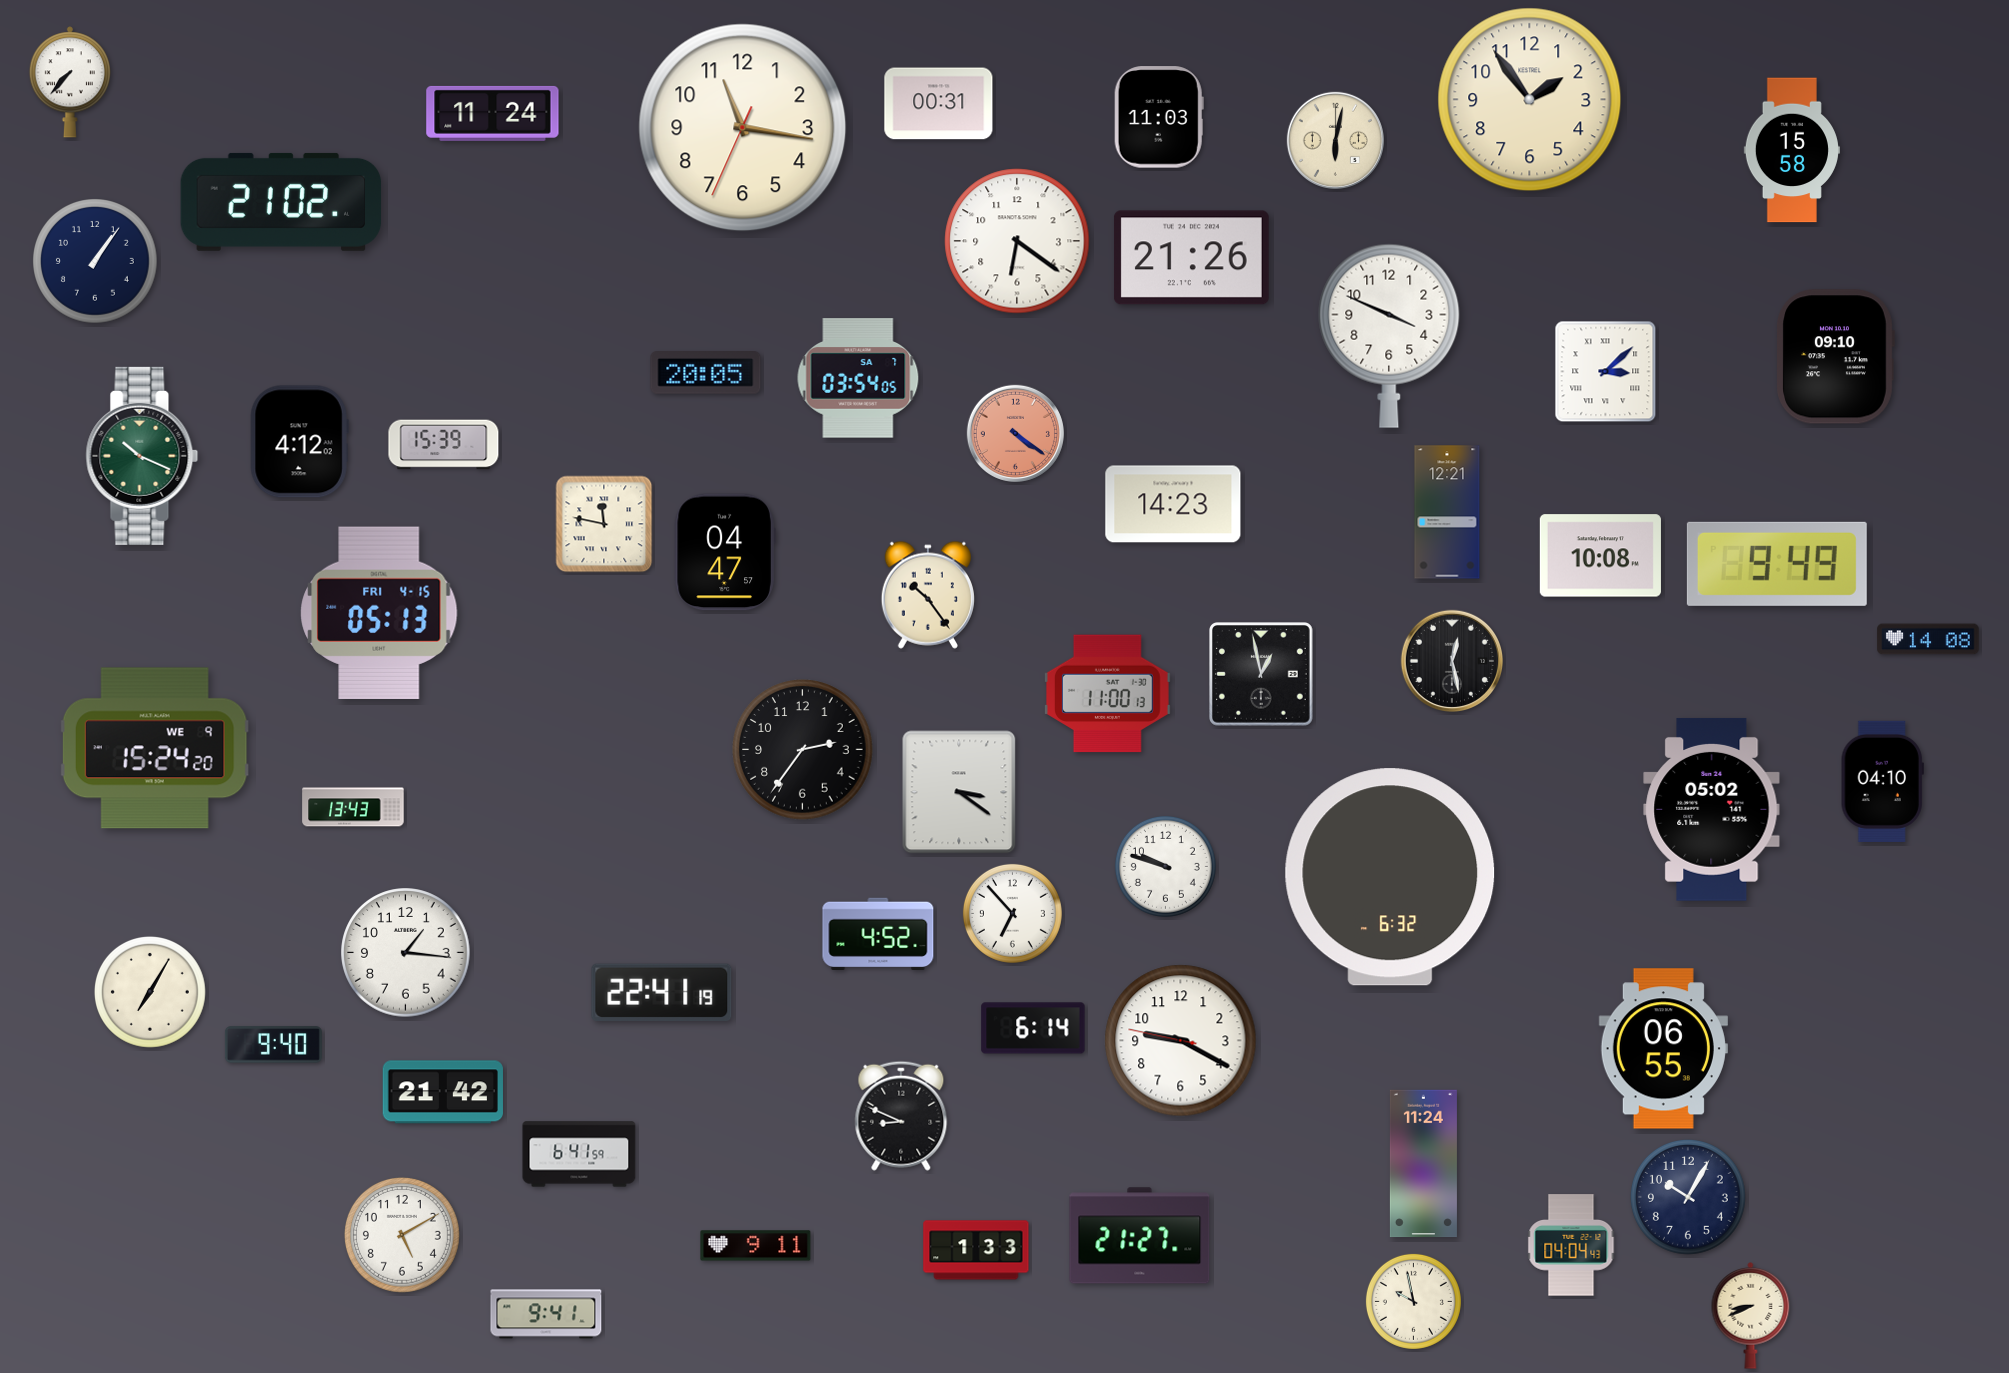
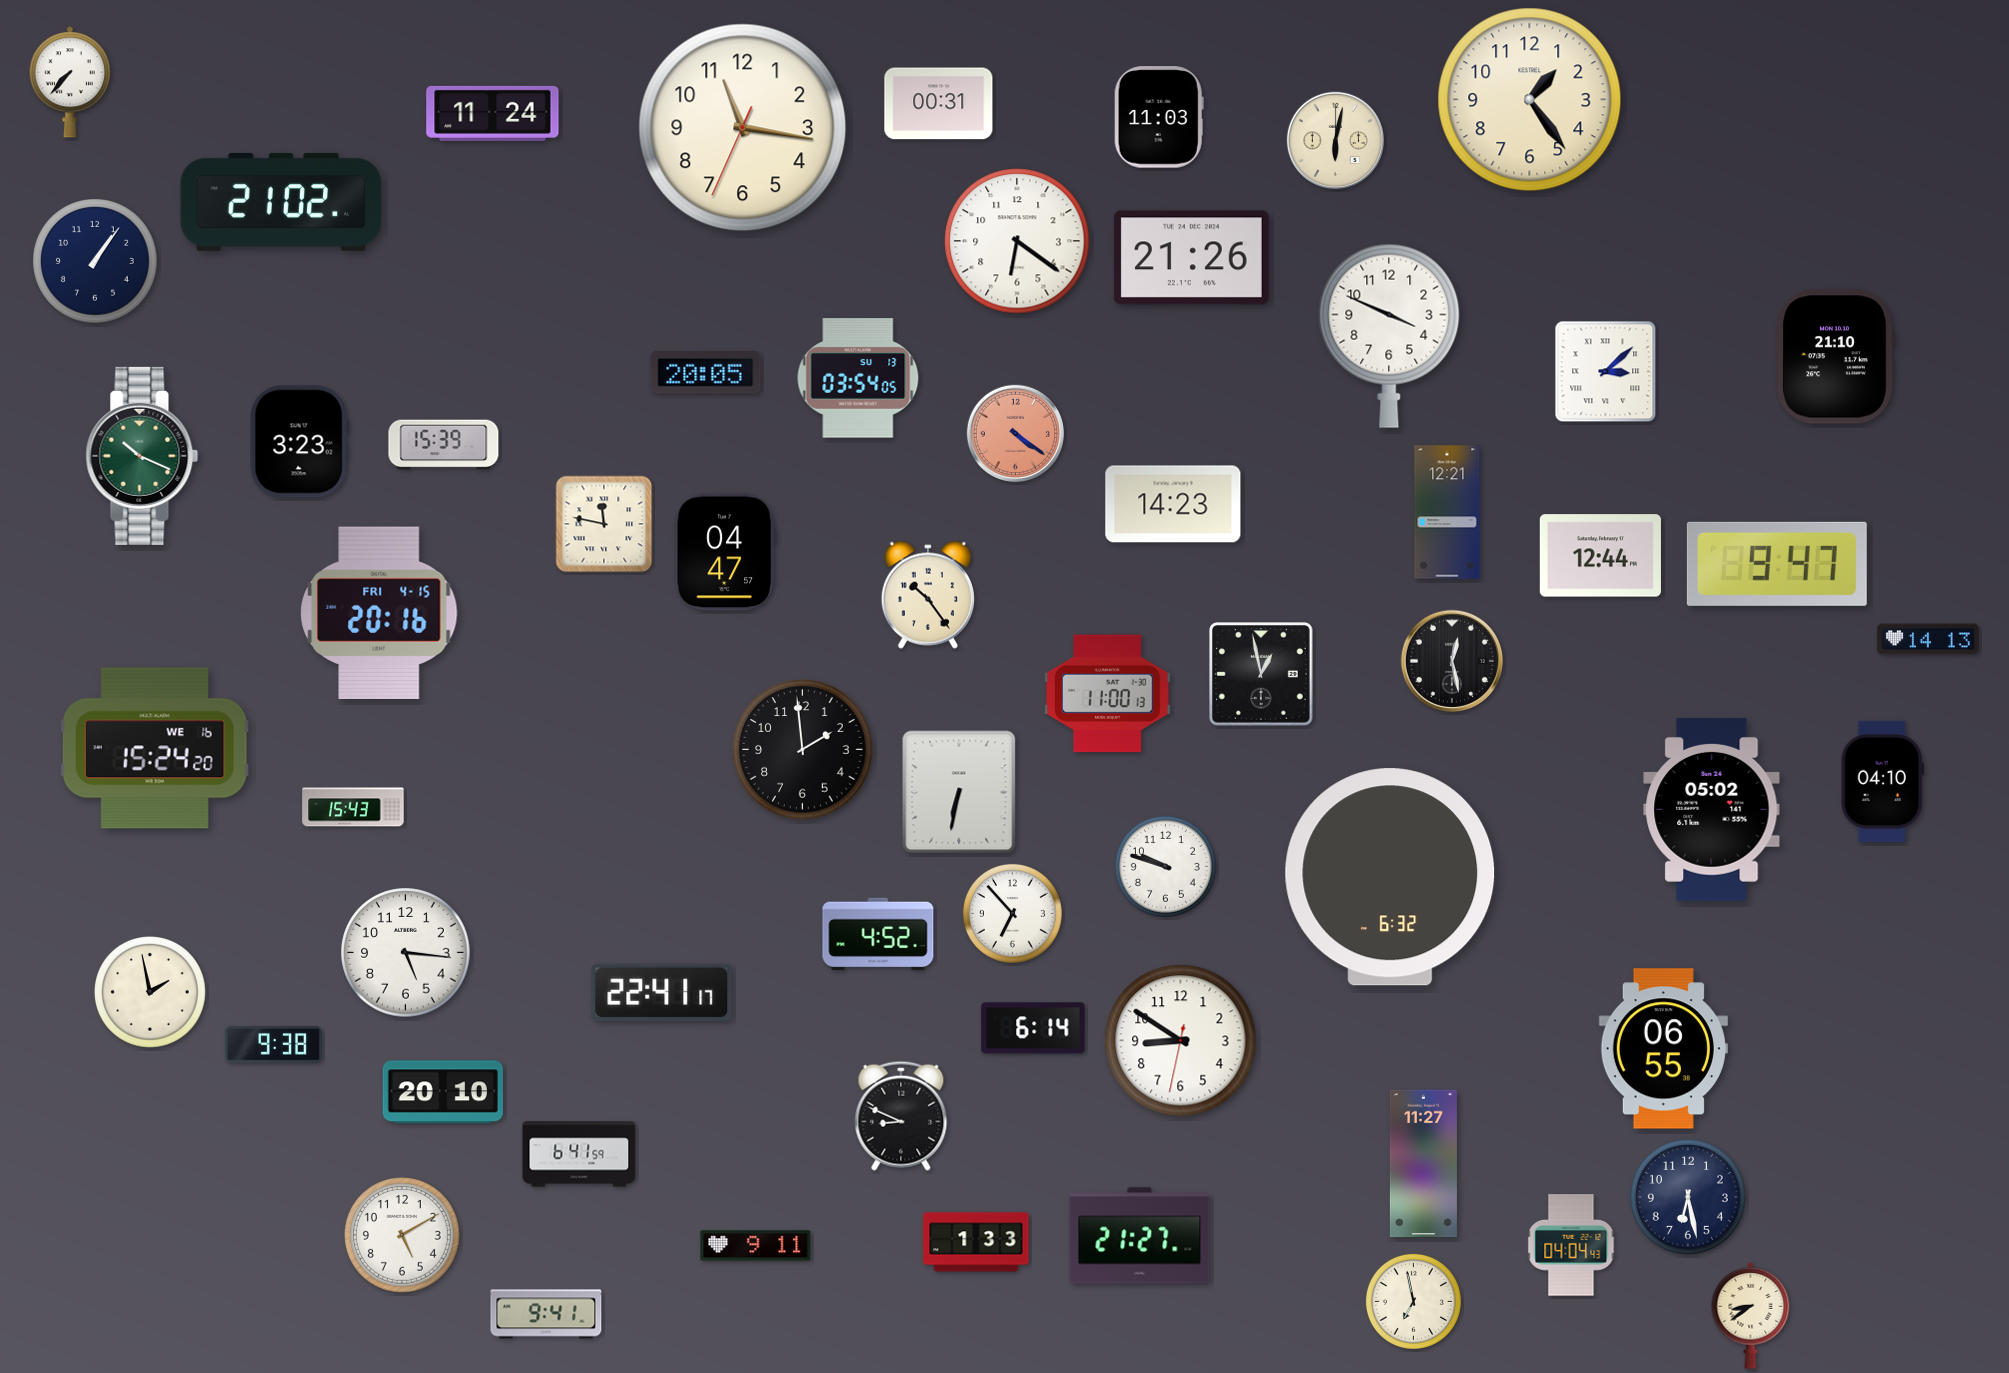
clock at (1530, 100): 1:54 -> 1:24
clock at (1792, 150): 15:58 -> none
clock at (1835, 357): 09:10 -> 21:10
clock at (858, 378) date: SA 7 -> SU 13
clock at (299, 442): 4:12 -> 3:23
clock at (1600, 556): 10:08 -> 12:44
clock at (1777, 564): 9:49 -> 9:47
clock at (379, 612): 05:13 -> 20:16
clock at (1928, 639): 14:08 -> 14:13
clock at (155, 748) date: WE 9 -> WE 16
clock at (803, 750): 2:36 -> 1:59
clock at (959, 792): 3:21 -> 6:32
clock at (353, 807): 13:43 -> 15:43
clock at (406, 953): 1:16 -> 5:16
clock at (150, 992): 7:05 -> 1:58
clock at (662, 993): 22:41:19 -> 22:41:17
clock at (1181, 1041): 9:19 -> 8:50
clock at (273, 1045): 9:40 -> 9:38
clock at (443, 1092): 21:42 -> 20:10
clock at (1423, 1164): 11:24 -> 11:27
clock at (1688, 1197): 10:05 -> 6:28
clock at (976, 1250) position: (976, 1250) -> (976, 1242)
clock at (1413, 1301): 9:58 -> 6:58
clock at (1751, 1316): 8:41 -> 8:39
